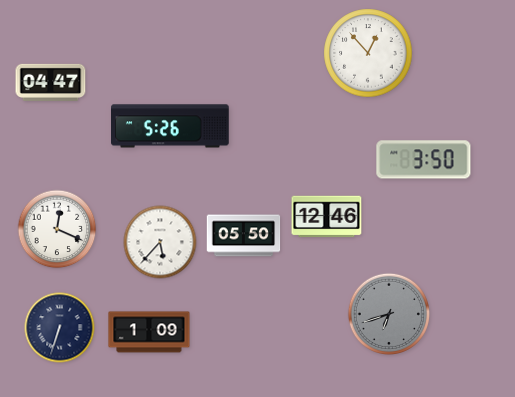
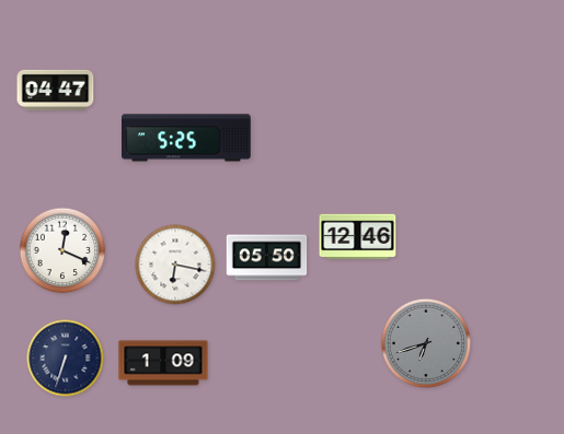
clock at (368, 53): 12:53 -> none
clock at (170, 126): 5:26 -> 5:25
clock at (424, 160): 3:50 -> none
clock at (160, 242): 5:37 -> 6:17
